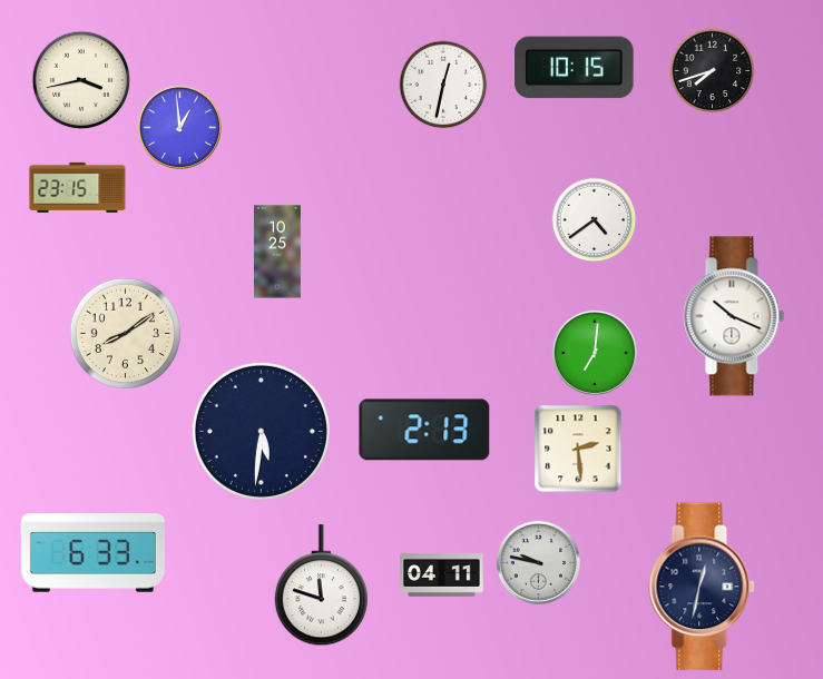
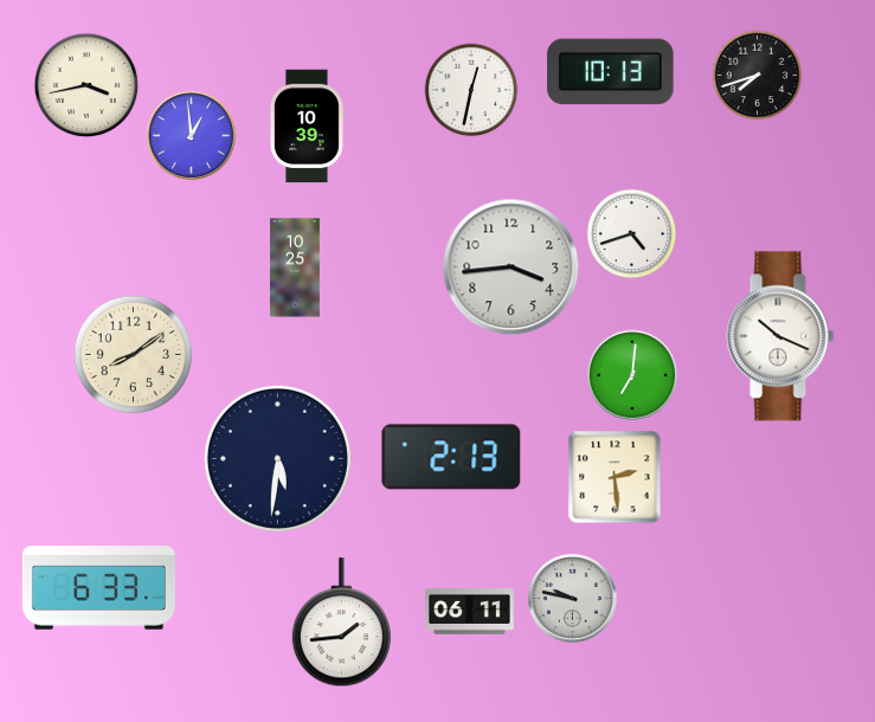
clock at (575, 68): 10:15 -> 10:13
clock at (307, 127): none -> 10:39
clock at (78, 187): 23:15 -> none
clock at (595, 220): 4:39 -> 4:42
clock at (512, 267): none -> 3:44
clock at (442, 575): 04:11 -> 06:11
clock at (321, 585): 11:48 -> 1:44
clock at (703, 587): 12:32 -> none
